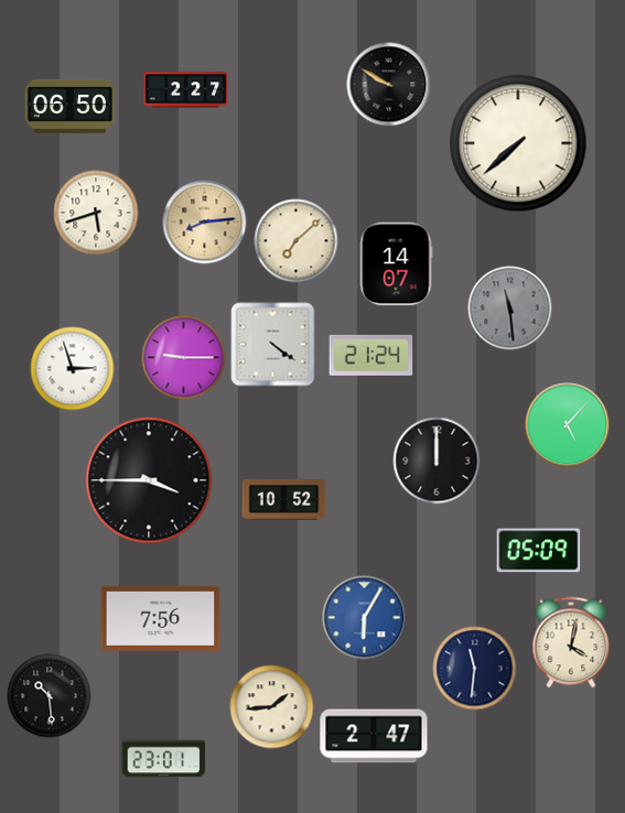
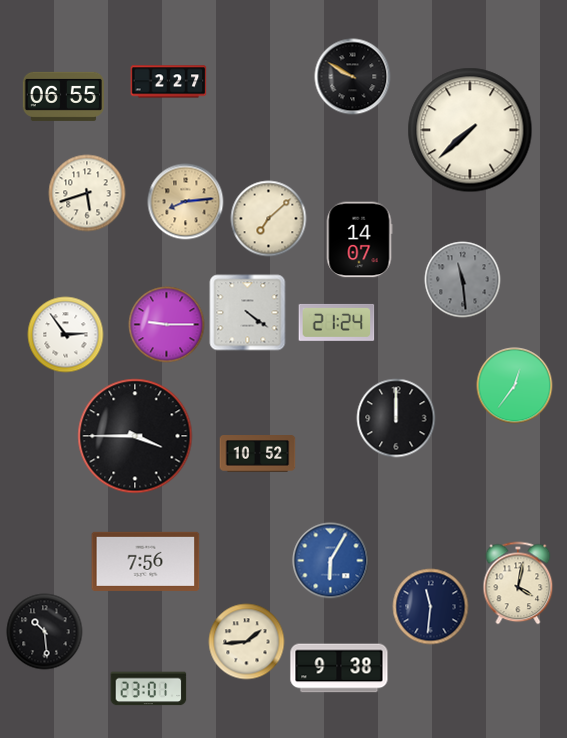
clock at (69, 106): 06:50 -> 06:55
clock at (73, 369): 2:57 -> 2:54
clock at (568, 425): 5:07 -> 12:36
clock at (539, 551): 05:09 -> none
clock at (374, 736): 2:47 -> 9:38
